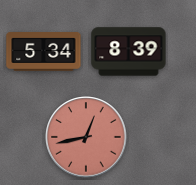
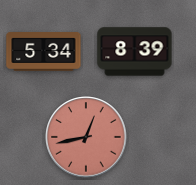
clock at (129, 52) position: (129, 52) -> (135, 52)
